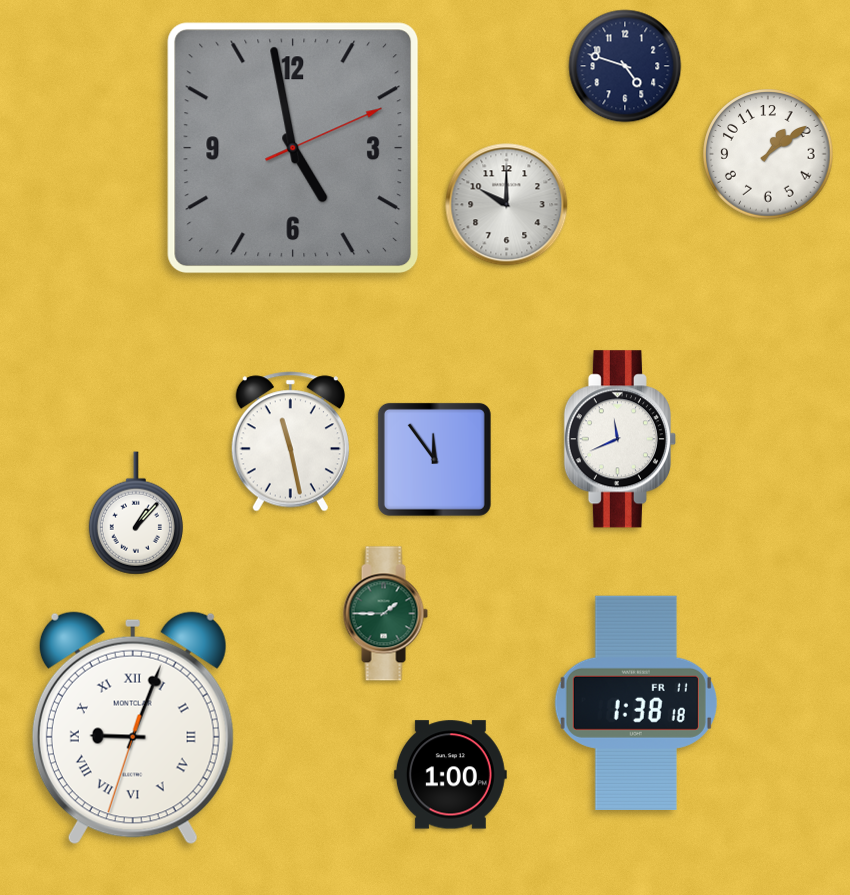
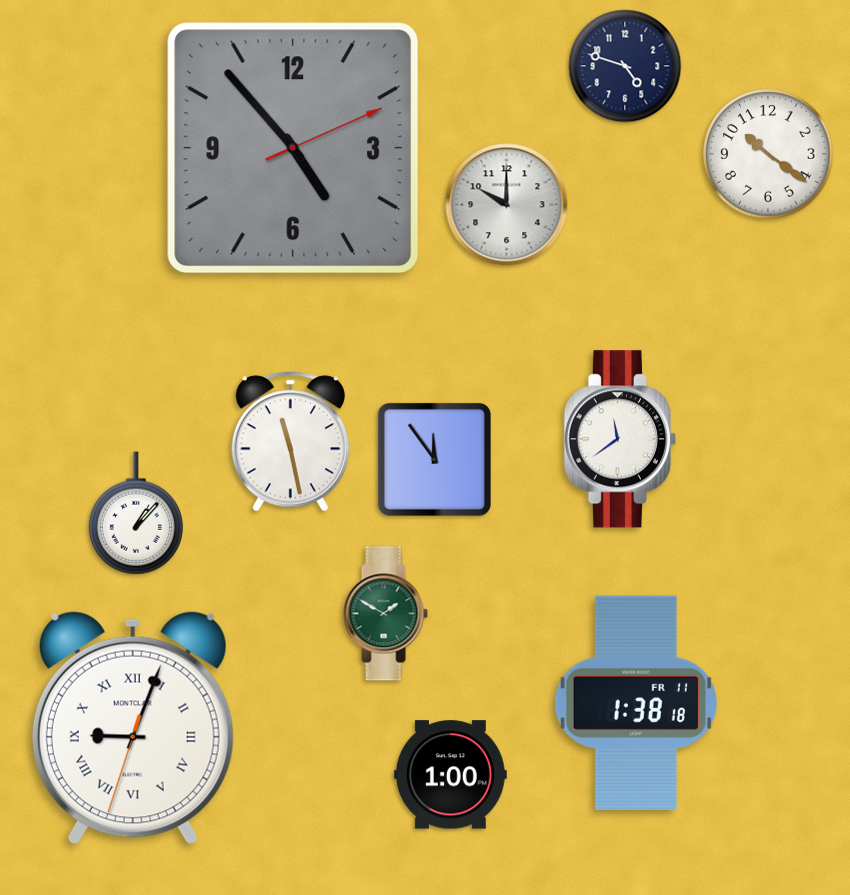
clock at (293, 148): 4:58 -> 4:53
clock at (768, 154): 1:09 -> 10:21
clock at (620, 439): 11:41 -> 11:39
clock at (385, 614): 1:45 -> 1:50
